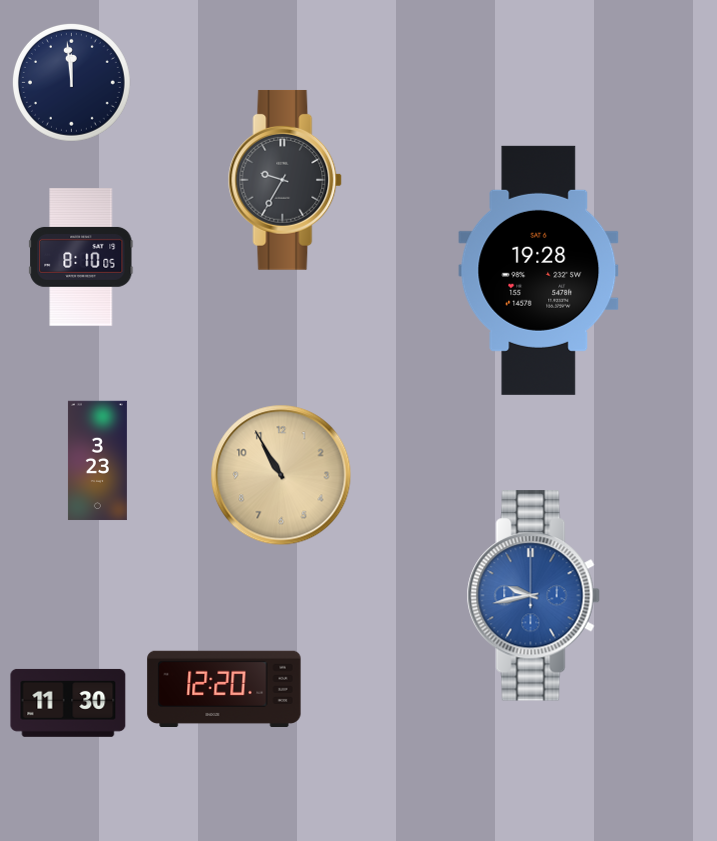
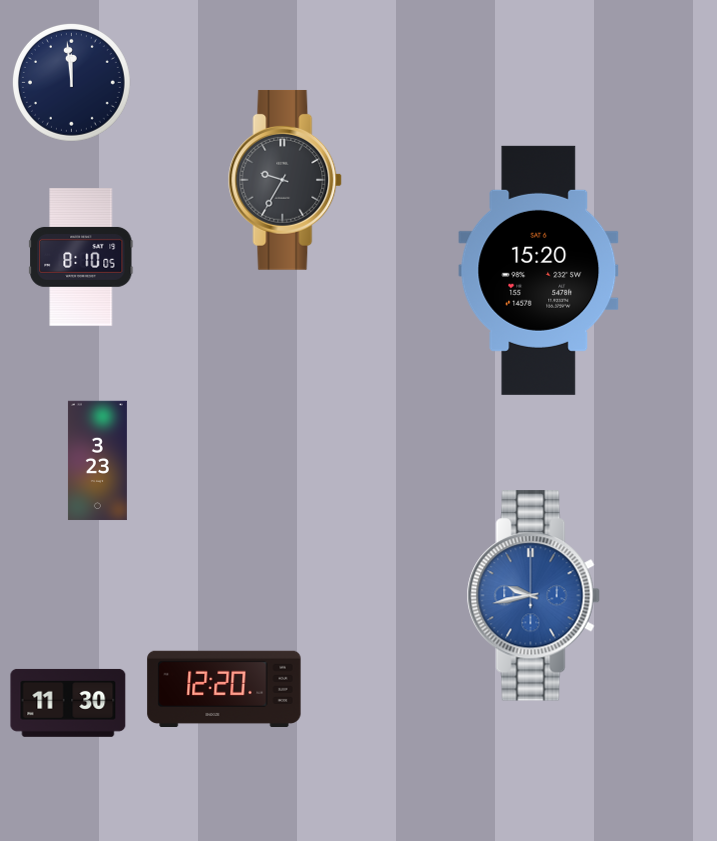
clock at (539, 270): 19:28 -> 15:20
clock at (281, 475): 10:55 -> none
